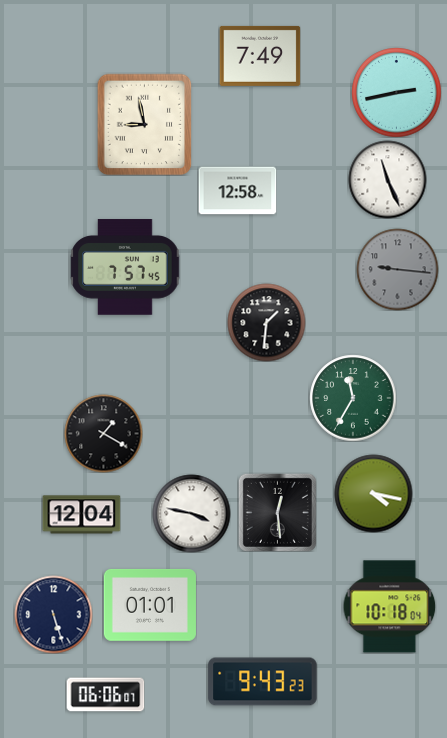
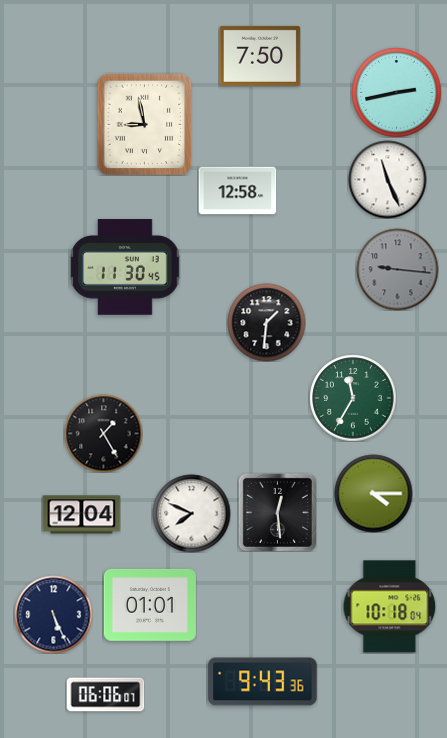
clock at (260, 56): 7:49 -> 7:50
clock at (125, 267): 7:57 -> 11:30
clock at (103, 433): 1:20 -> 1:25
clock at (373, 493): 4:17 -> 4:15
clock at (191, 513): 3:47 -> 7:49
clock at (53, 614): 5:27 -> 5:26
clock at (263, 682): 9:43:23 -> 9:43:36
